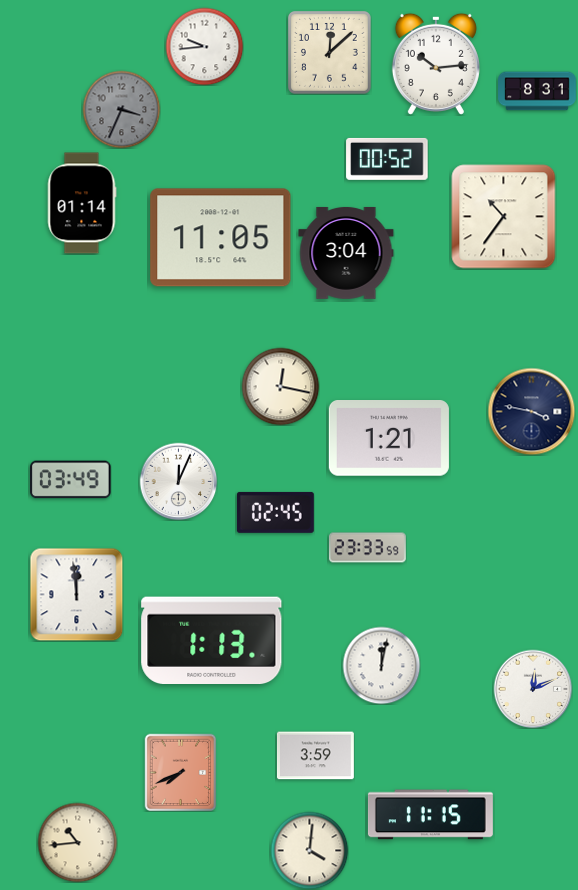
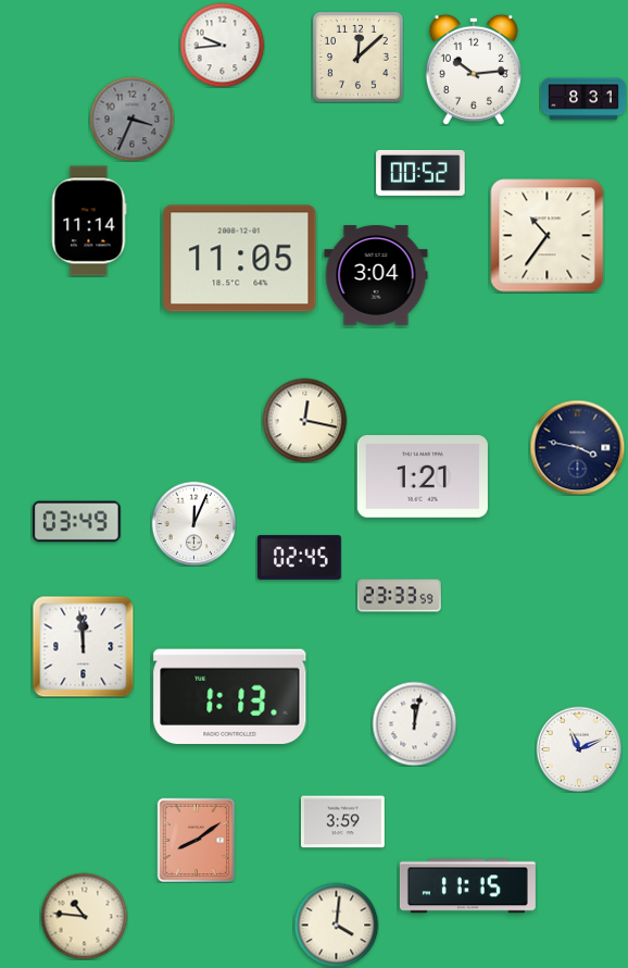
clock at (204, 46) position: (204, 46) -> (222, 45)
clock at (82, 203): 01:14 -> 11:14
clock at (533, 689): 12:11 -> 11:11
clock at (181, 772): 7:41 -> 8:09
clock at (77, 842): 10:44 -> 10:46
